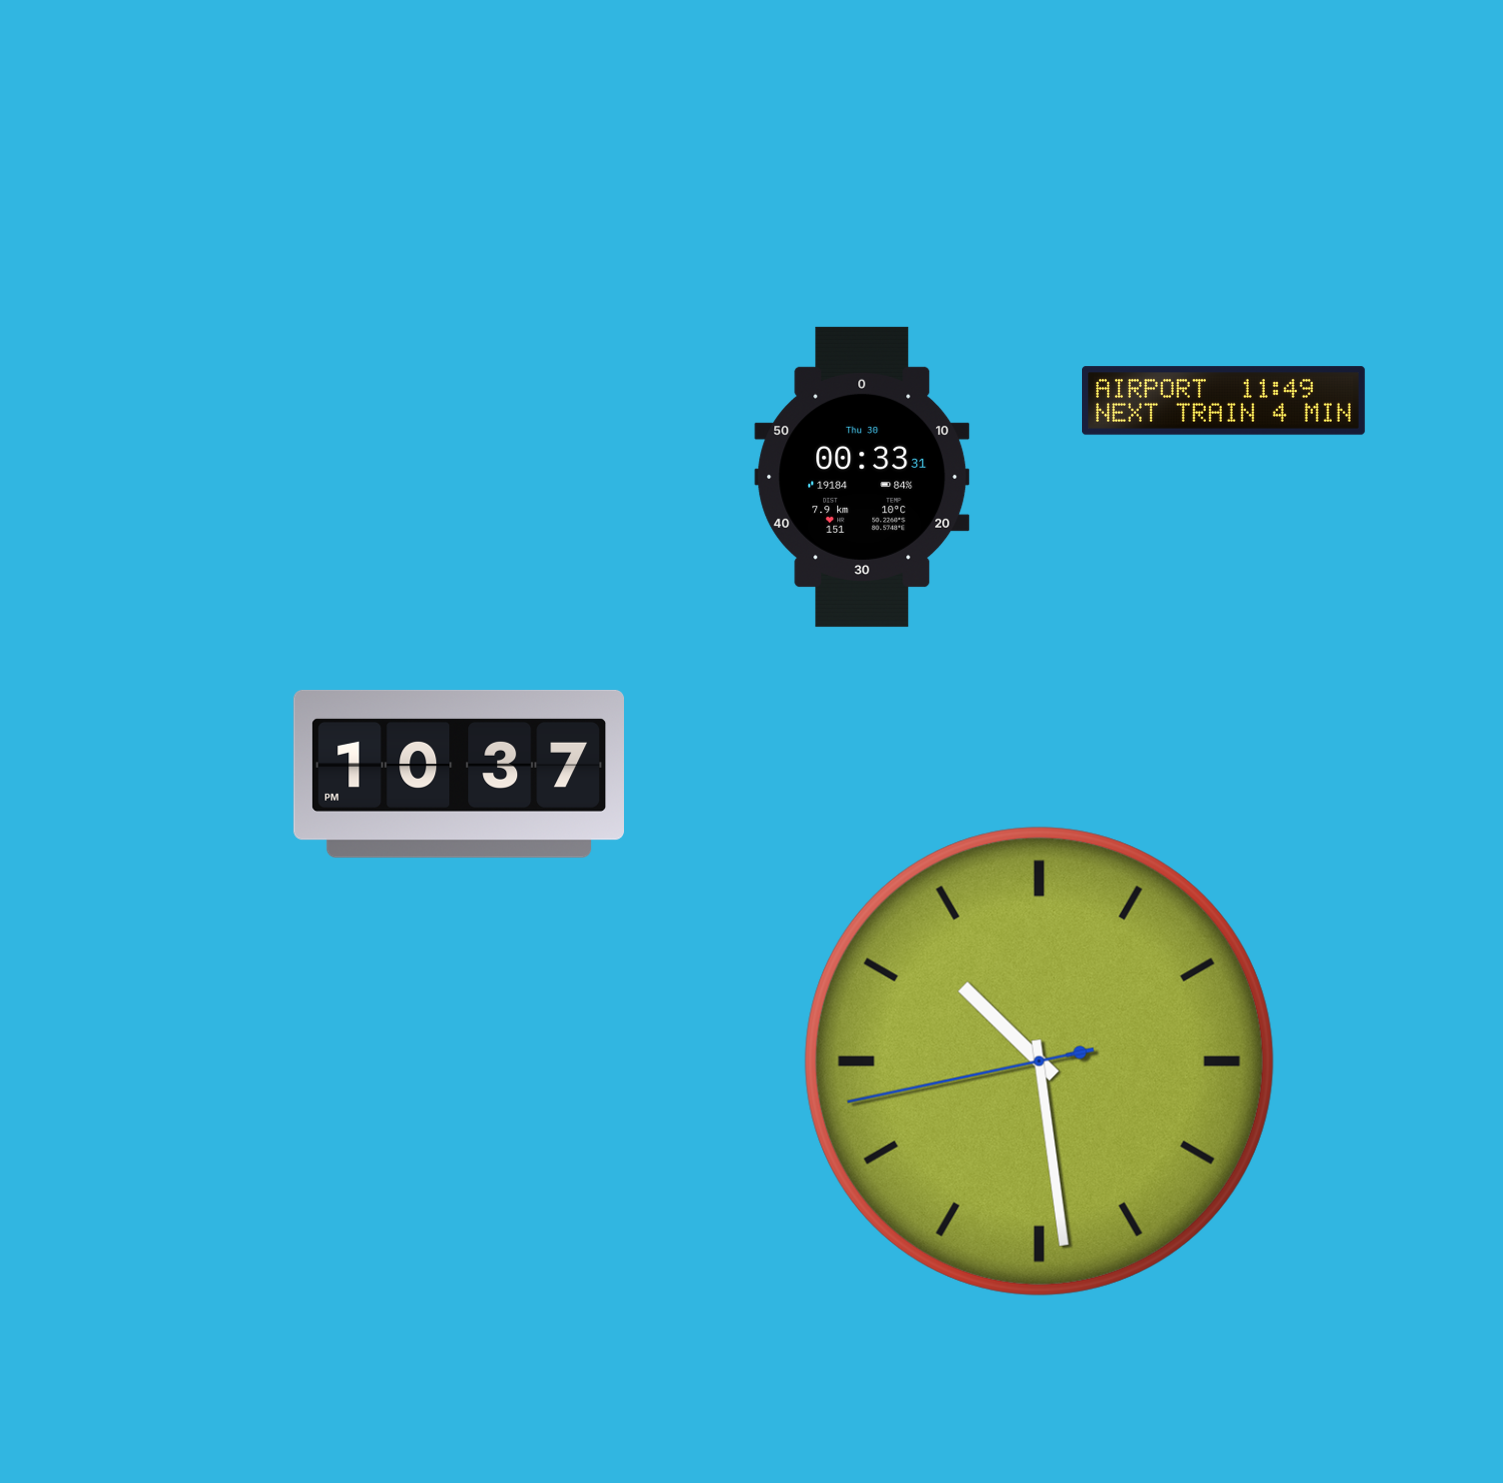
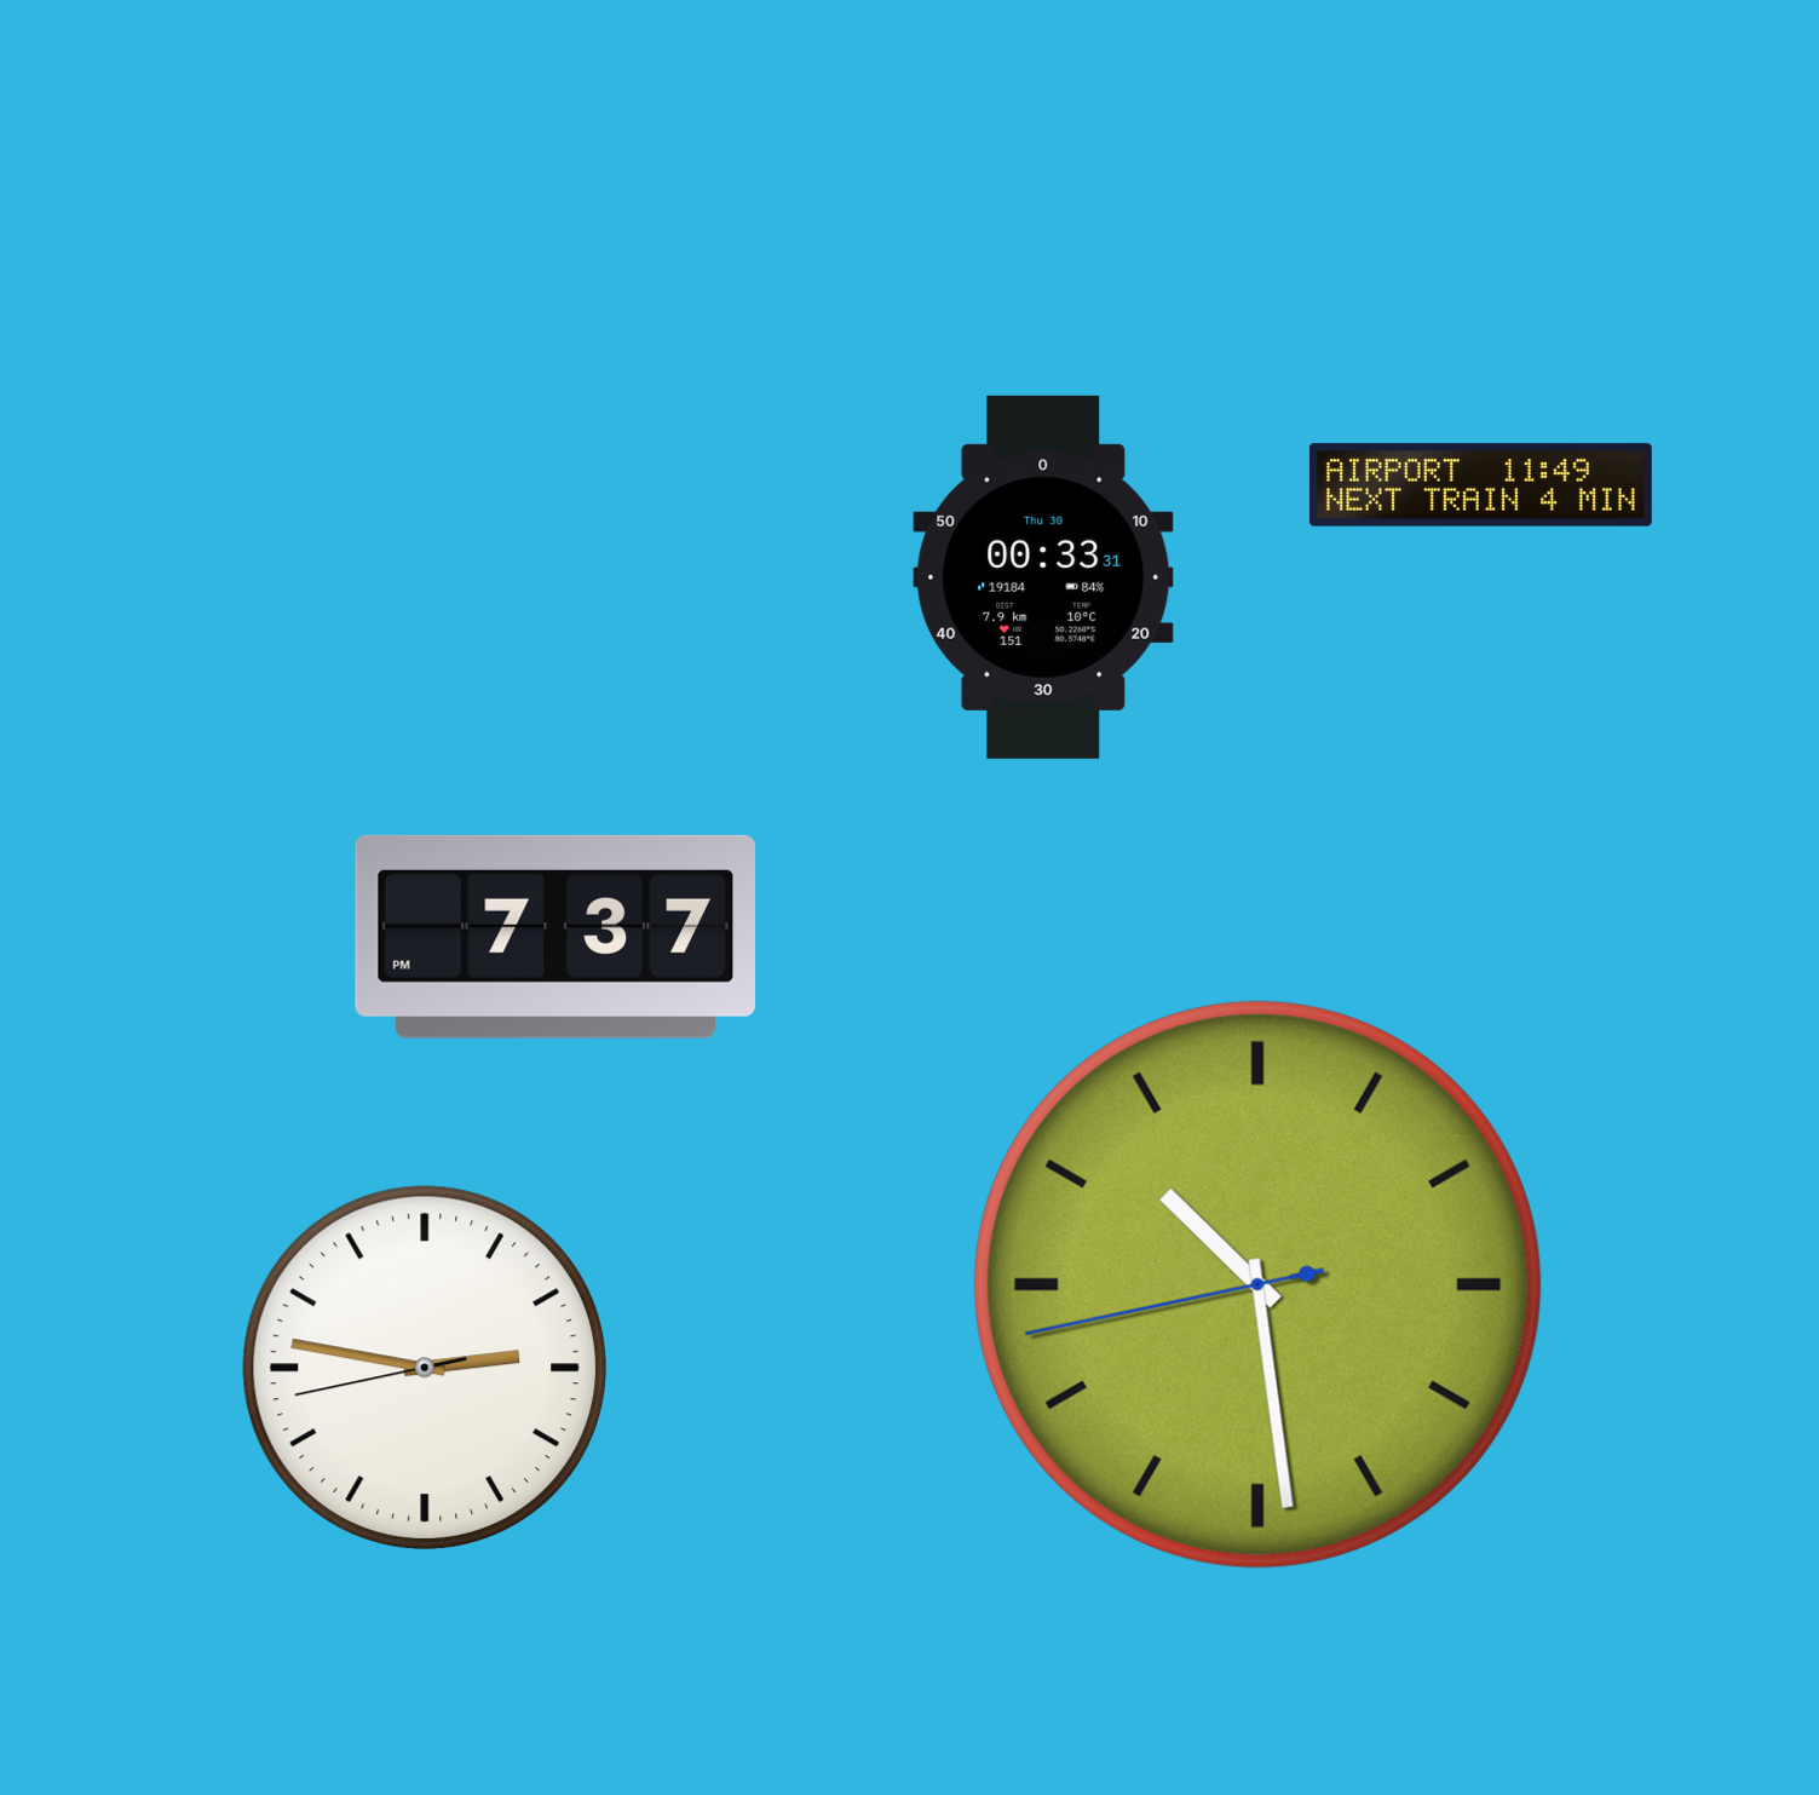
clock at (458, 774): 10:37 -> 7:37
clock at (424, 1367): none -> 2:46
